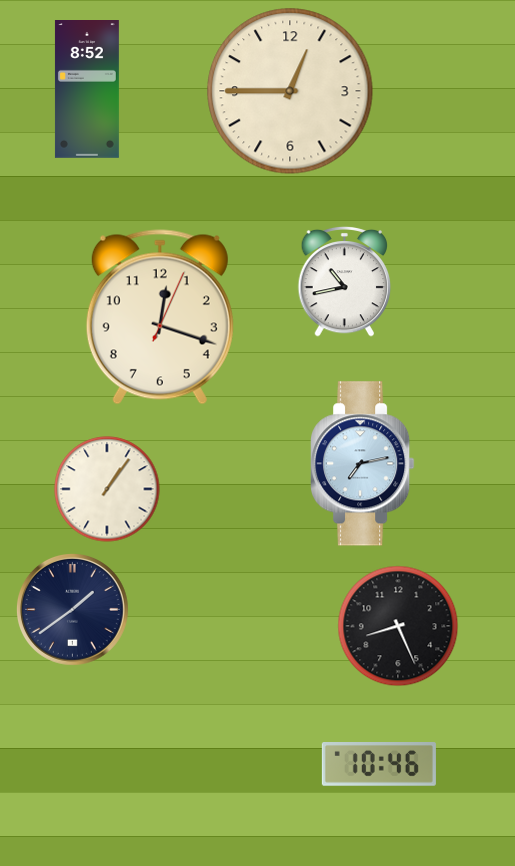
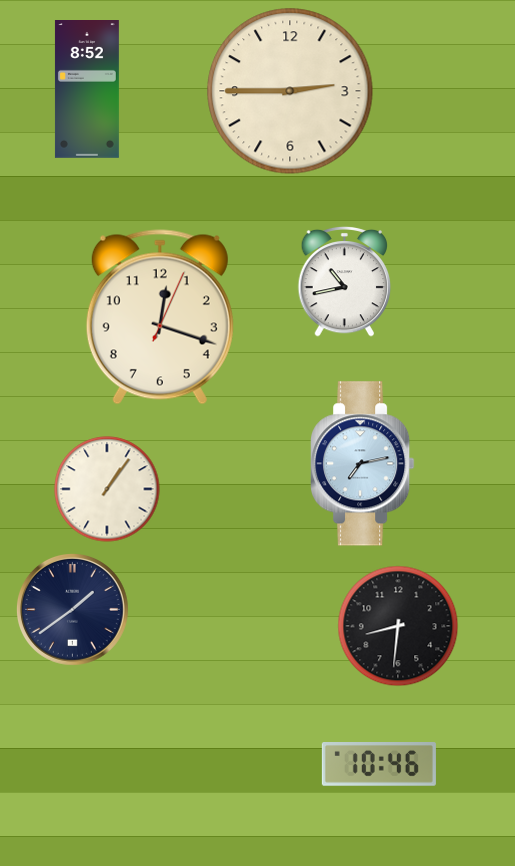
clock at (290, 91): 12:45 -> 2:45
clock at (398, 626): 8:26 -> 8:31
